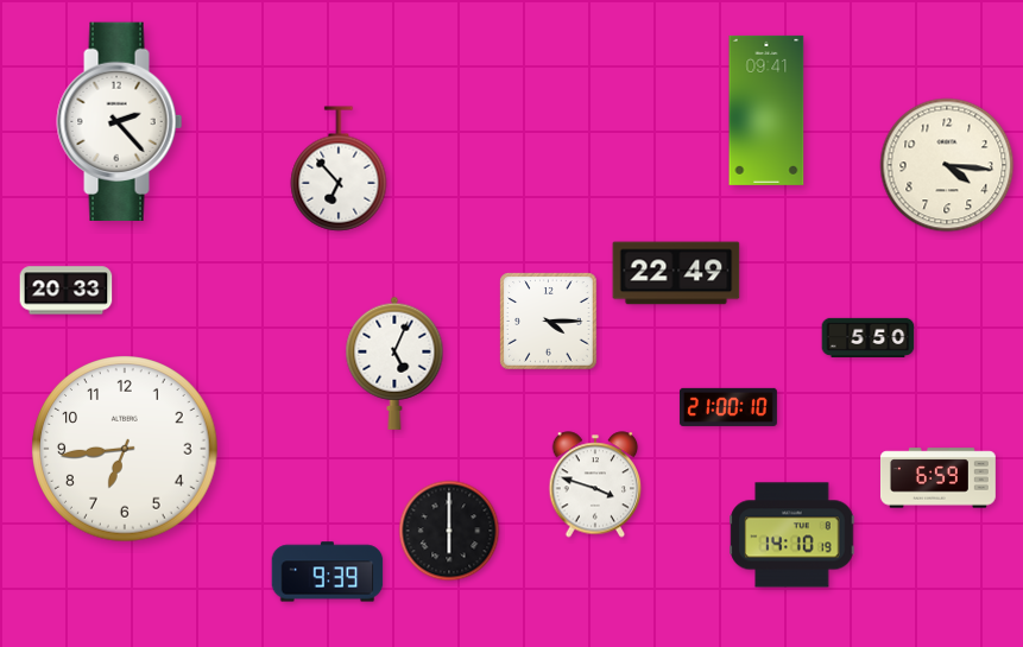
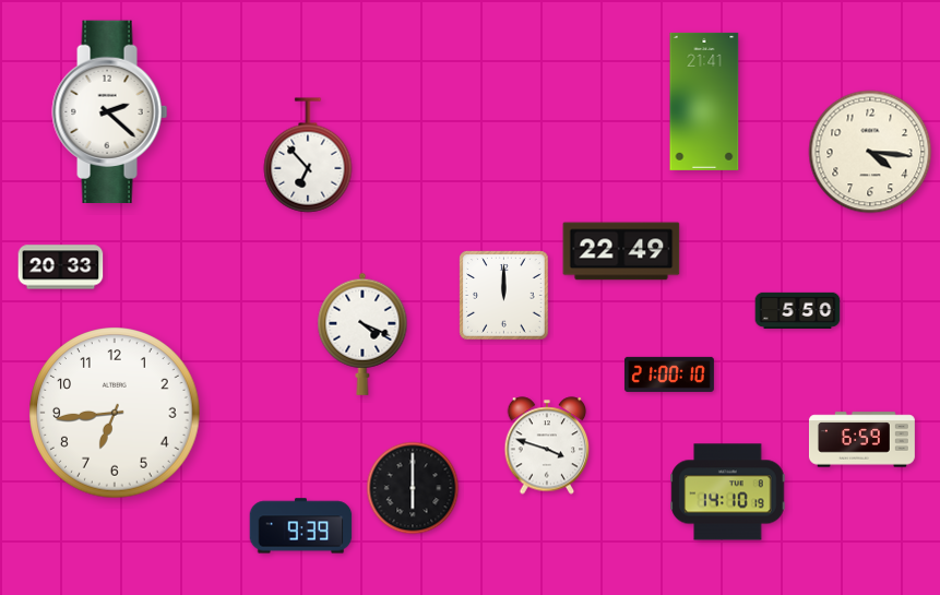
clock at (766, 110): 09:41 -> 21:41
clock at (120, 121): 2:23 -> 2:22
clock at (339, 169) position: (339, 169) -> (308, 155)
clock at (549, 322): 4:15 -> 12:00
clock at (394, 363): 5:04 -> 4:19
